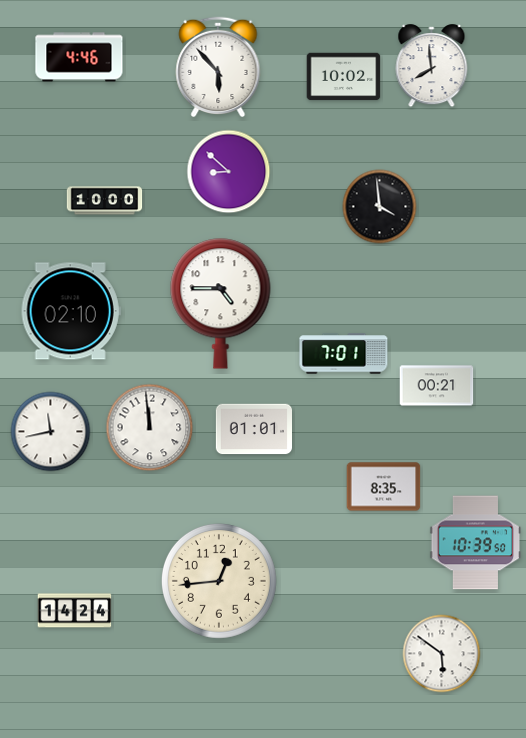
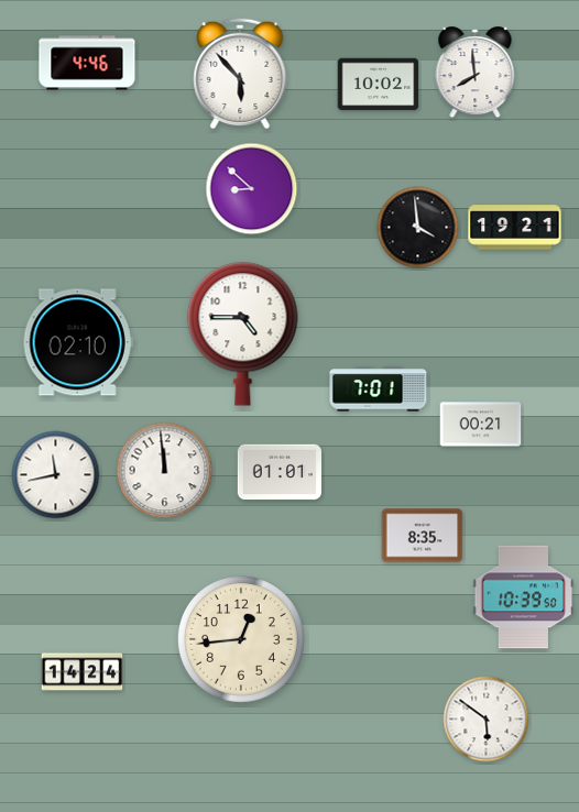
clock at (105, 201): 10:00 -> none
clock at (515, 228): none -> 19:21
